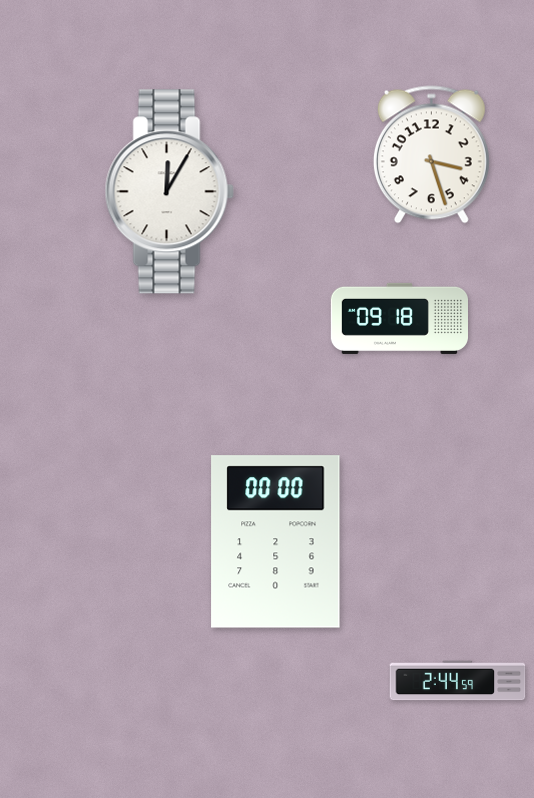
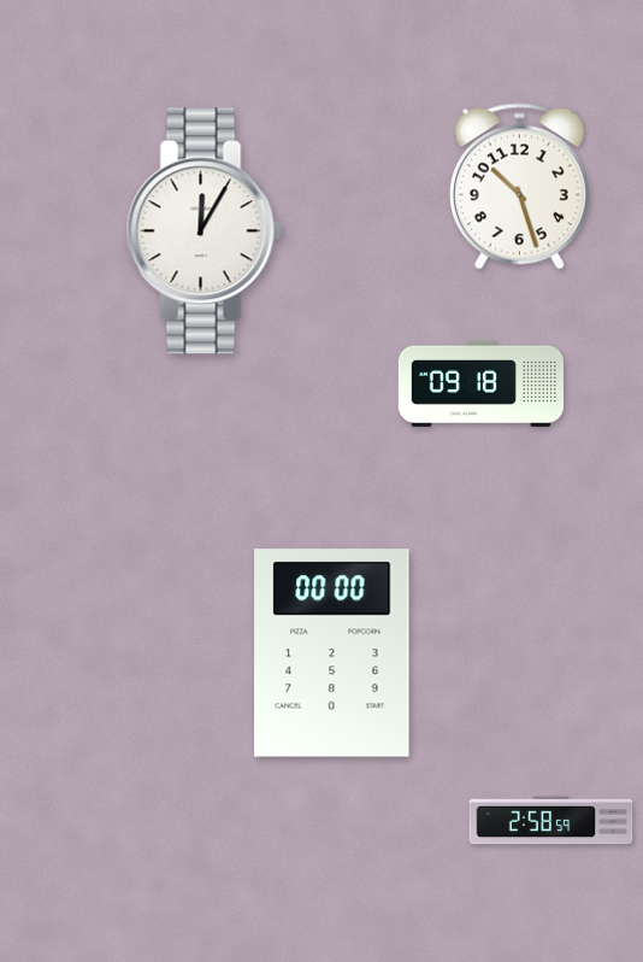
clock at (431, 155): 3:27 -> 10:27
clock at (458, 681): 2:44 -> 2:58
